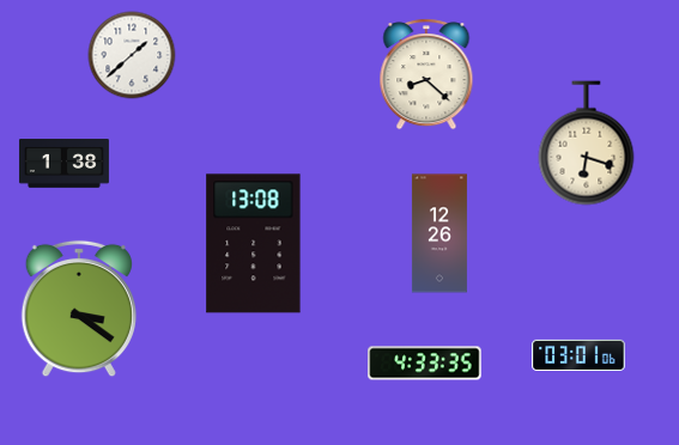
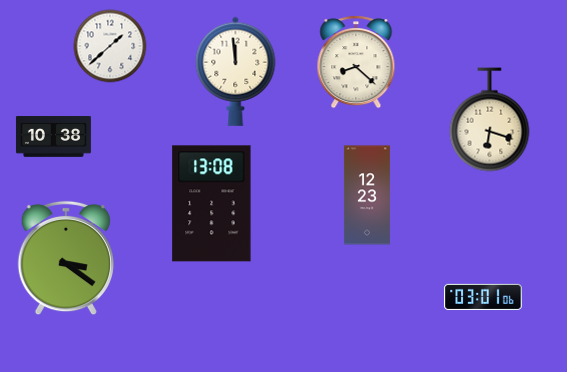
clock at (236, 71): none -> 11:59
clock at (63, 164): 1:38 -> 10:38
clock at (439, 233): 12:26 -> 12:23
clock at (425, 364): 4:33 -> none
